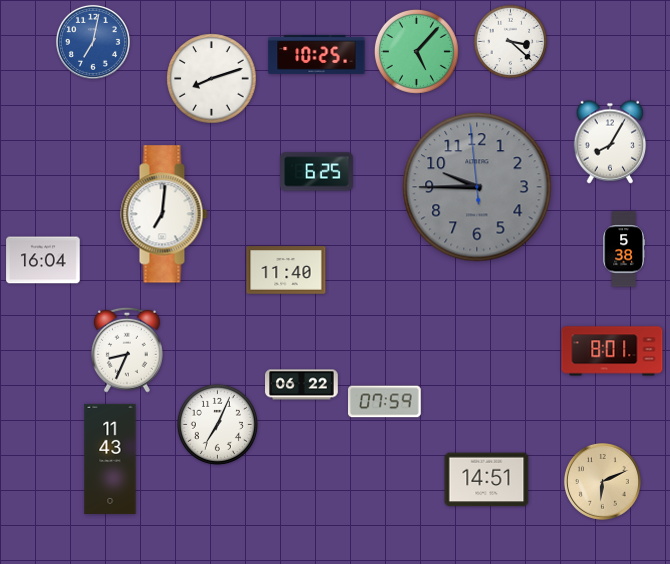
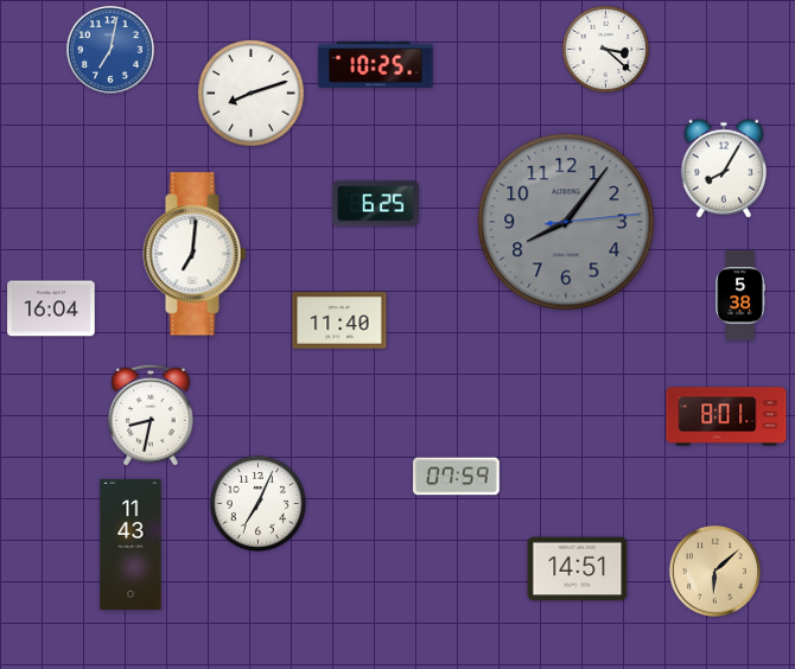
clock at (416, 51): 5:07 -> none
clock at (477, 187): 9:44 -> 8:06
clock at (127, 350): 8:34 -> 8:32
clock at (302, 385): 06:22 -> none
clock at (602, 481): 6:11 -> 6:08
